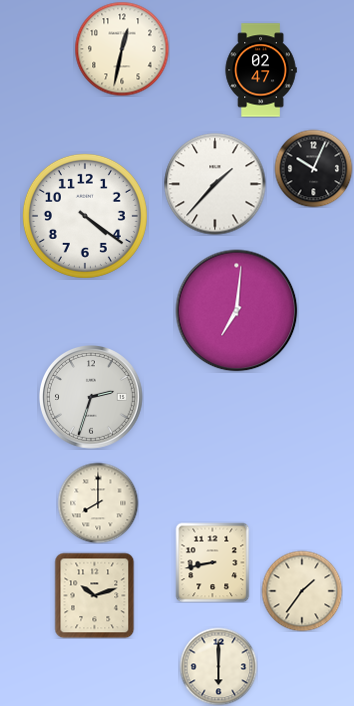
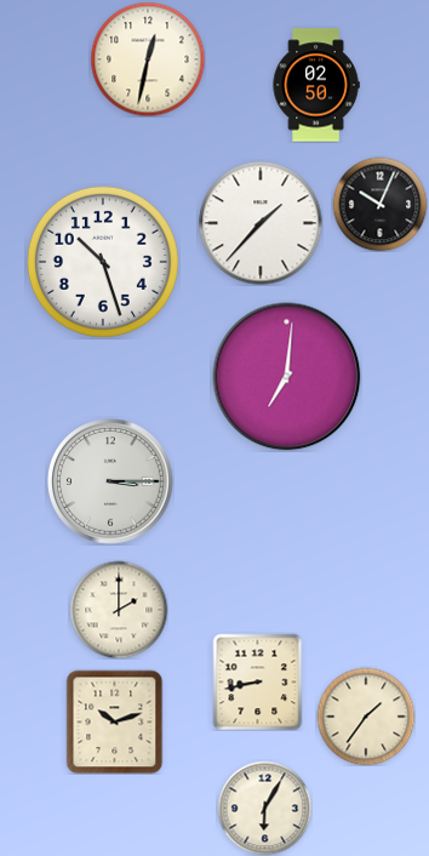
clock at (261, 70): 02:47 -> 02:50
clock at (85, 216): 4:21 -> 10:27
clock at (92, 398): 2:33 -> 3:15
clock at (98, 503): 8:00 -> 2:00
clock at (218, 666): 6:00 -> 6:05
